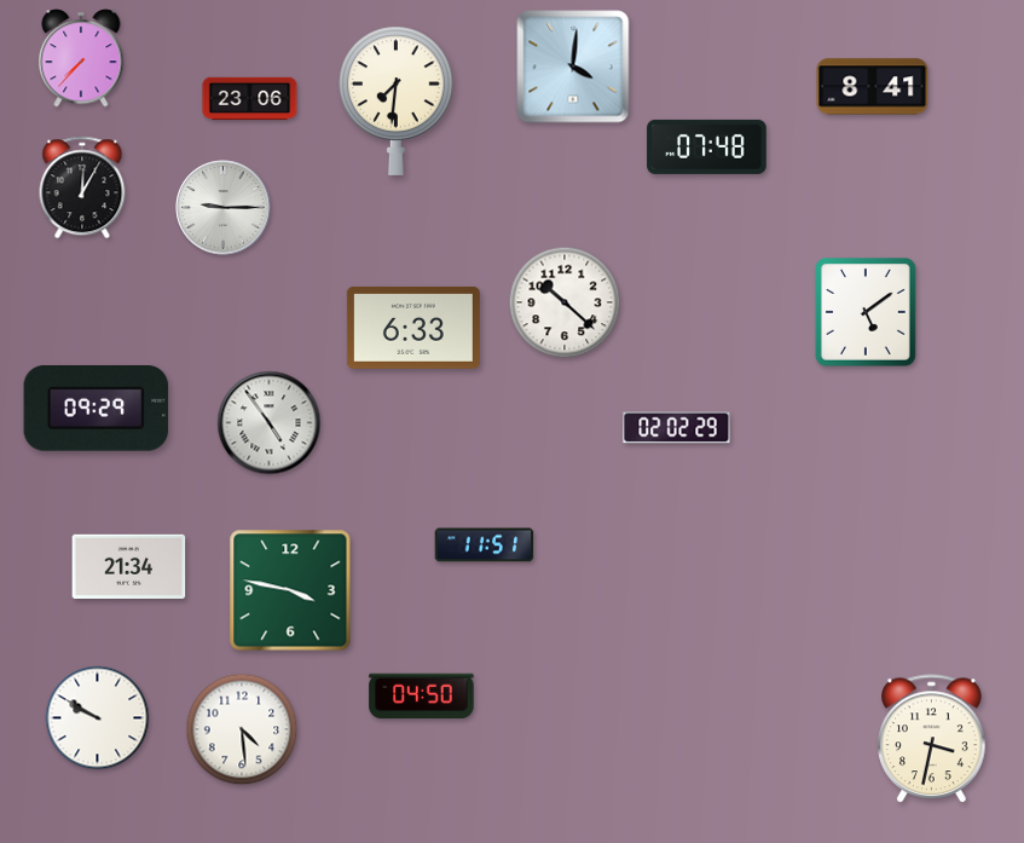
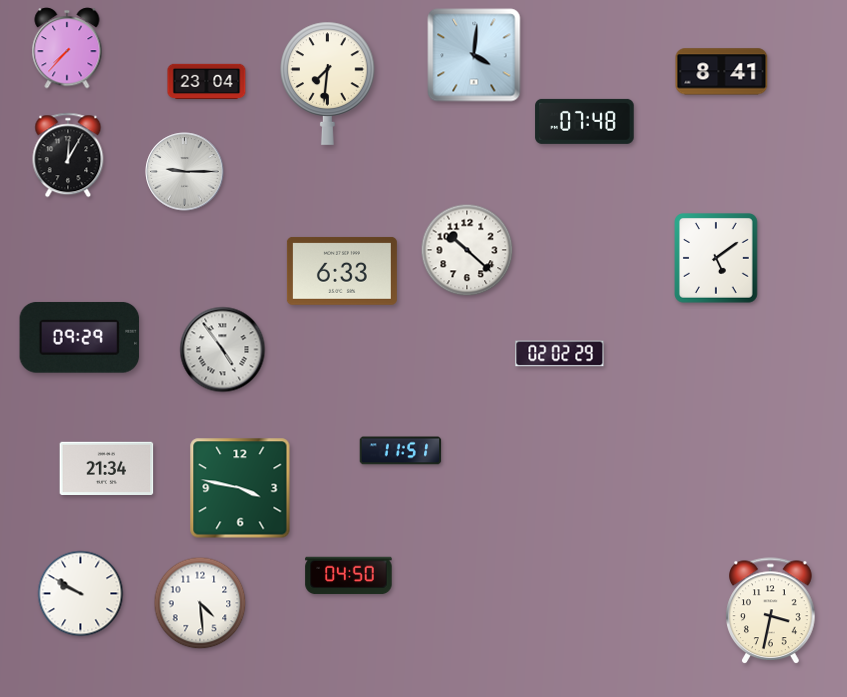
clock at (250, 99): 23:06 -> 23:04
